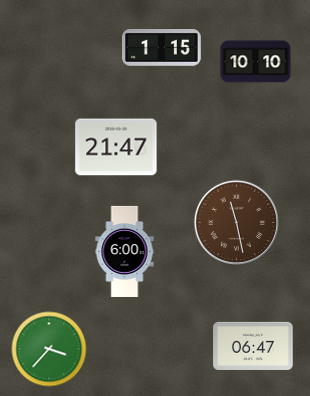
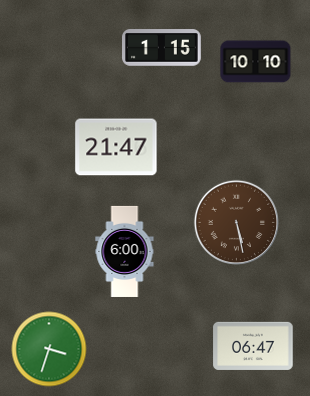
clock at (236, 222): 11:28 -> 5:28
clock at (49, 349): 3:37 -> 3:33
